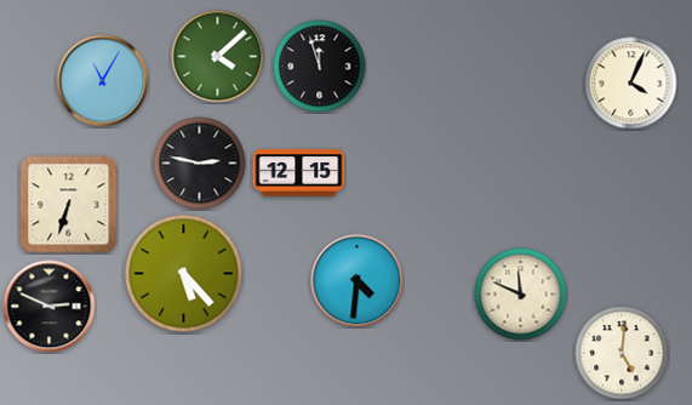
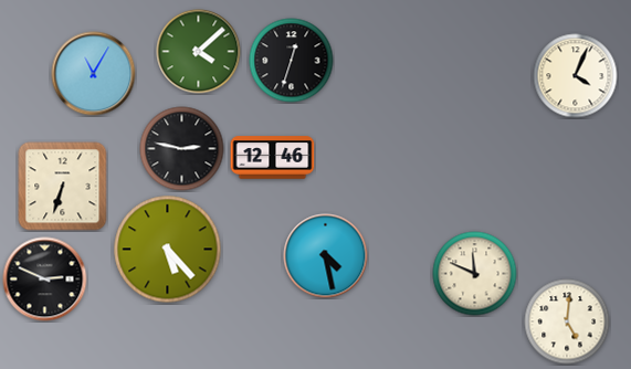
clock at (320, 67): 11:57 -> 12:33
clock at (299, 173): 12:15 -> 12:46
clock at (358, 281): 4:31 -> 4:28
clock at (521, 295) position: (521, 295) -> (475, 274)
